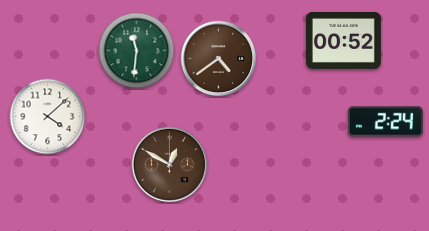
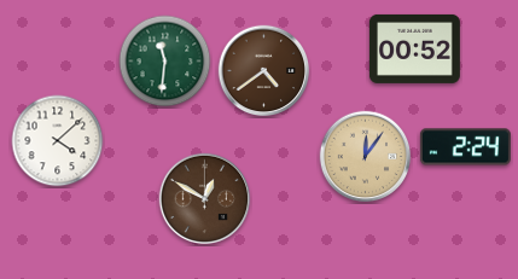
clock at (366, 157): none -> 12:06
